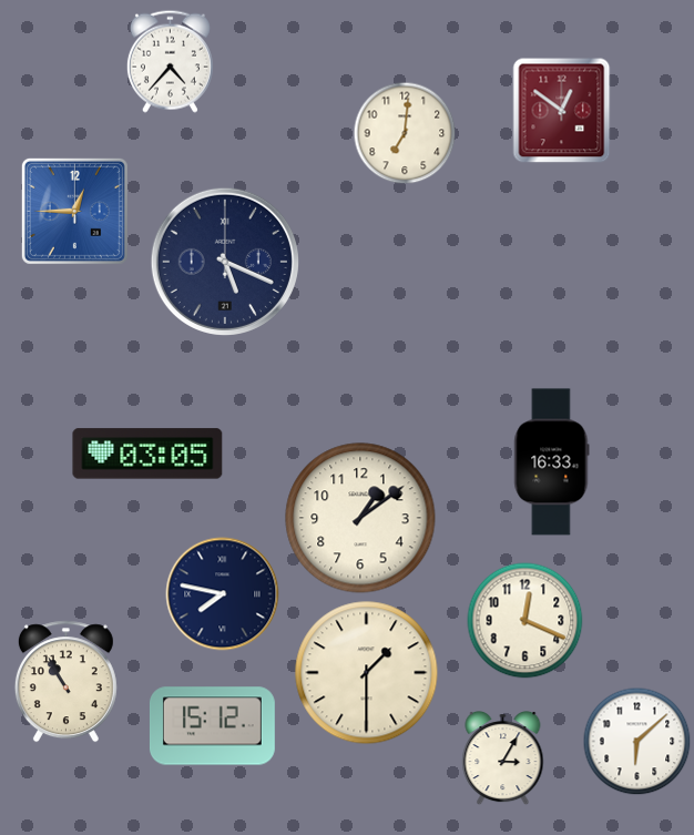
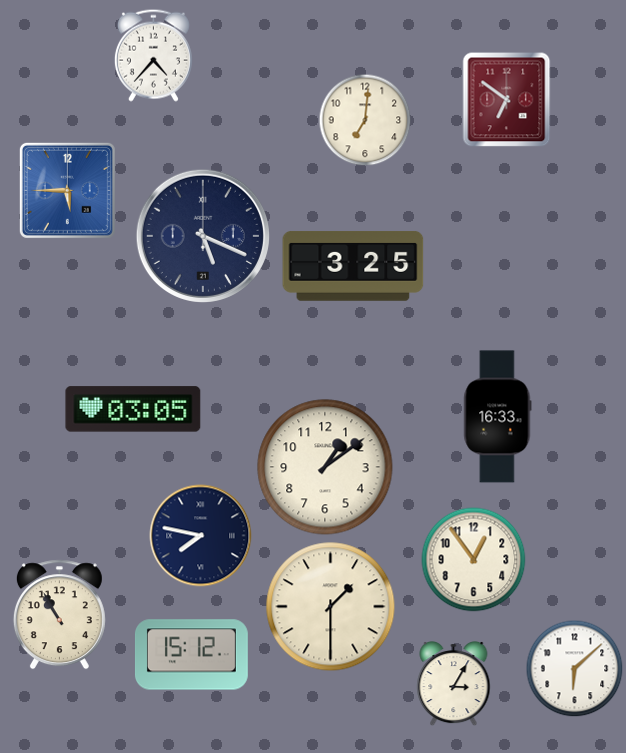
clock at (562, 110): 12:51 -> 6:51
clock at (74, 211): 12:45 -> 5:45
clock at (353, 267): none -> 3:25
clock at (525, 621): 12:19 -> 12:54
